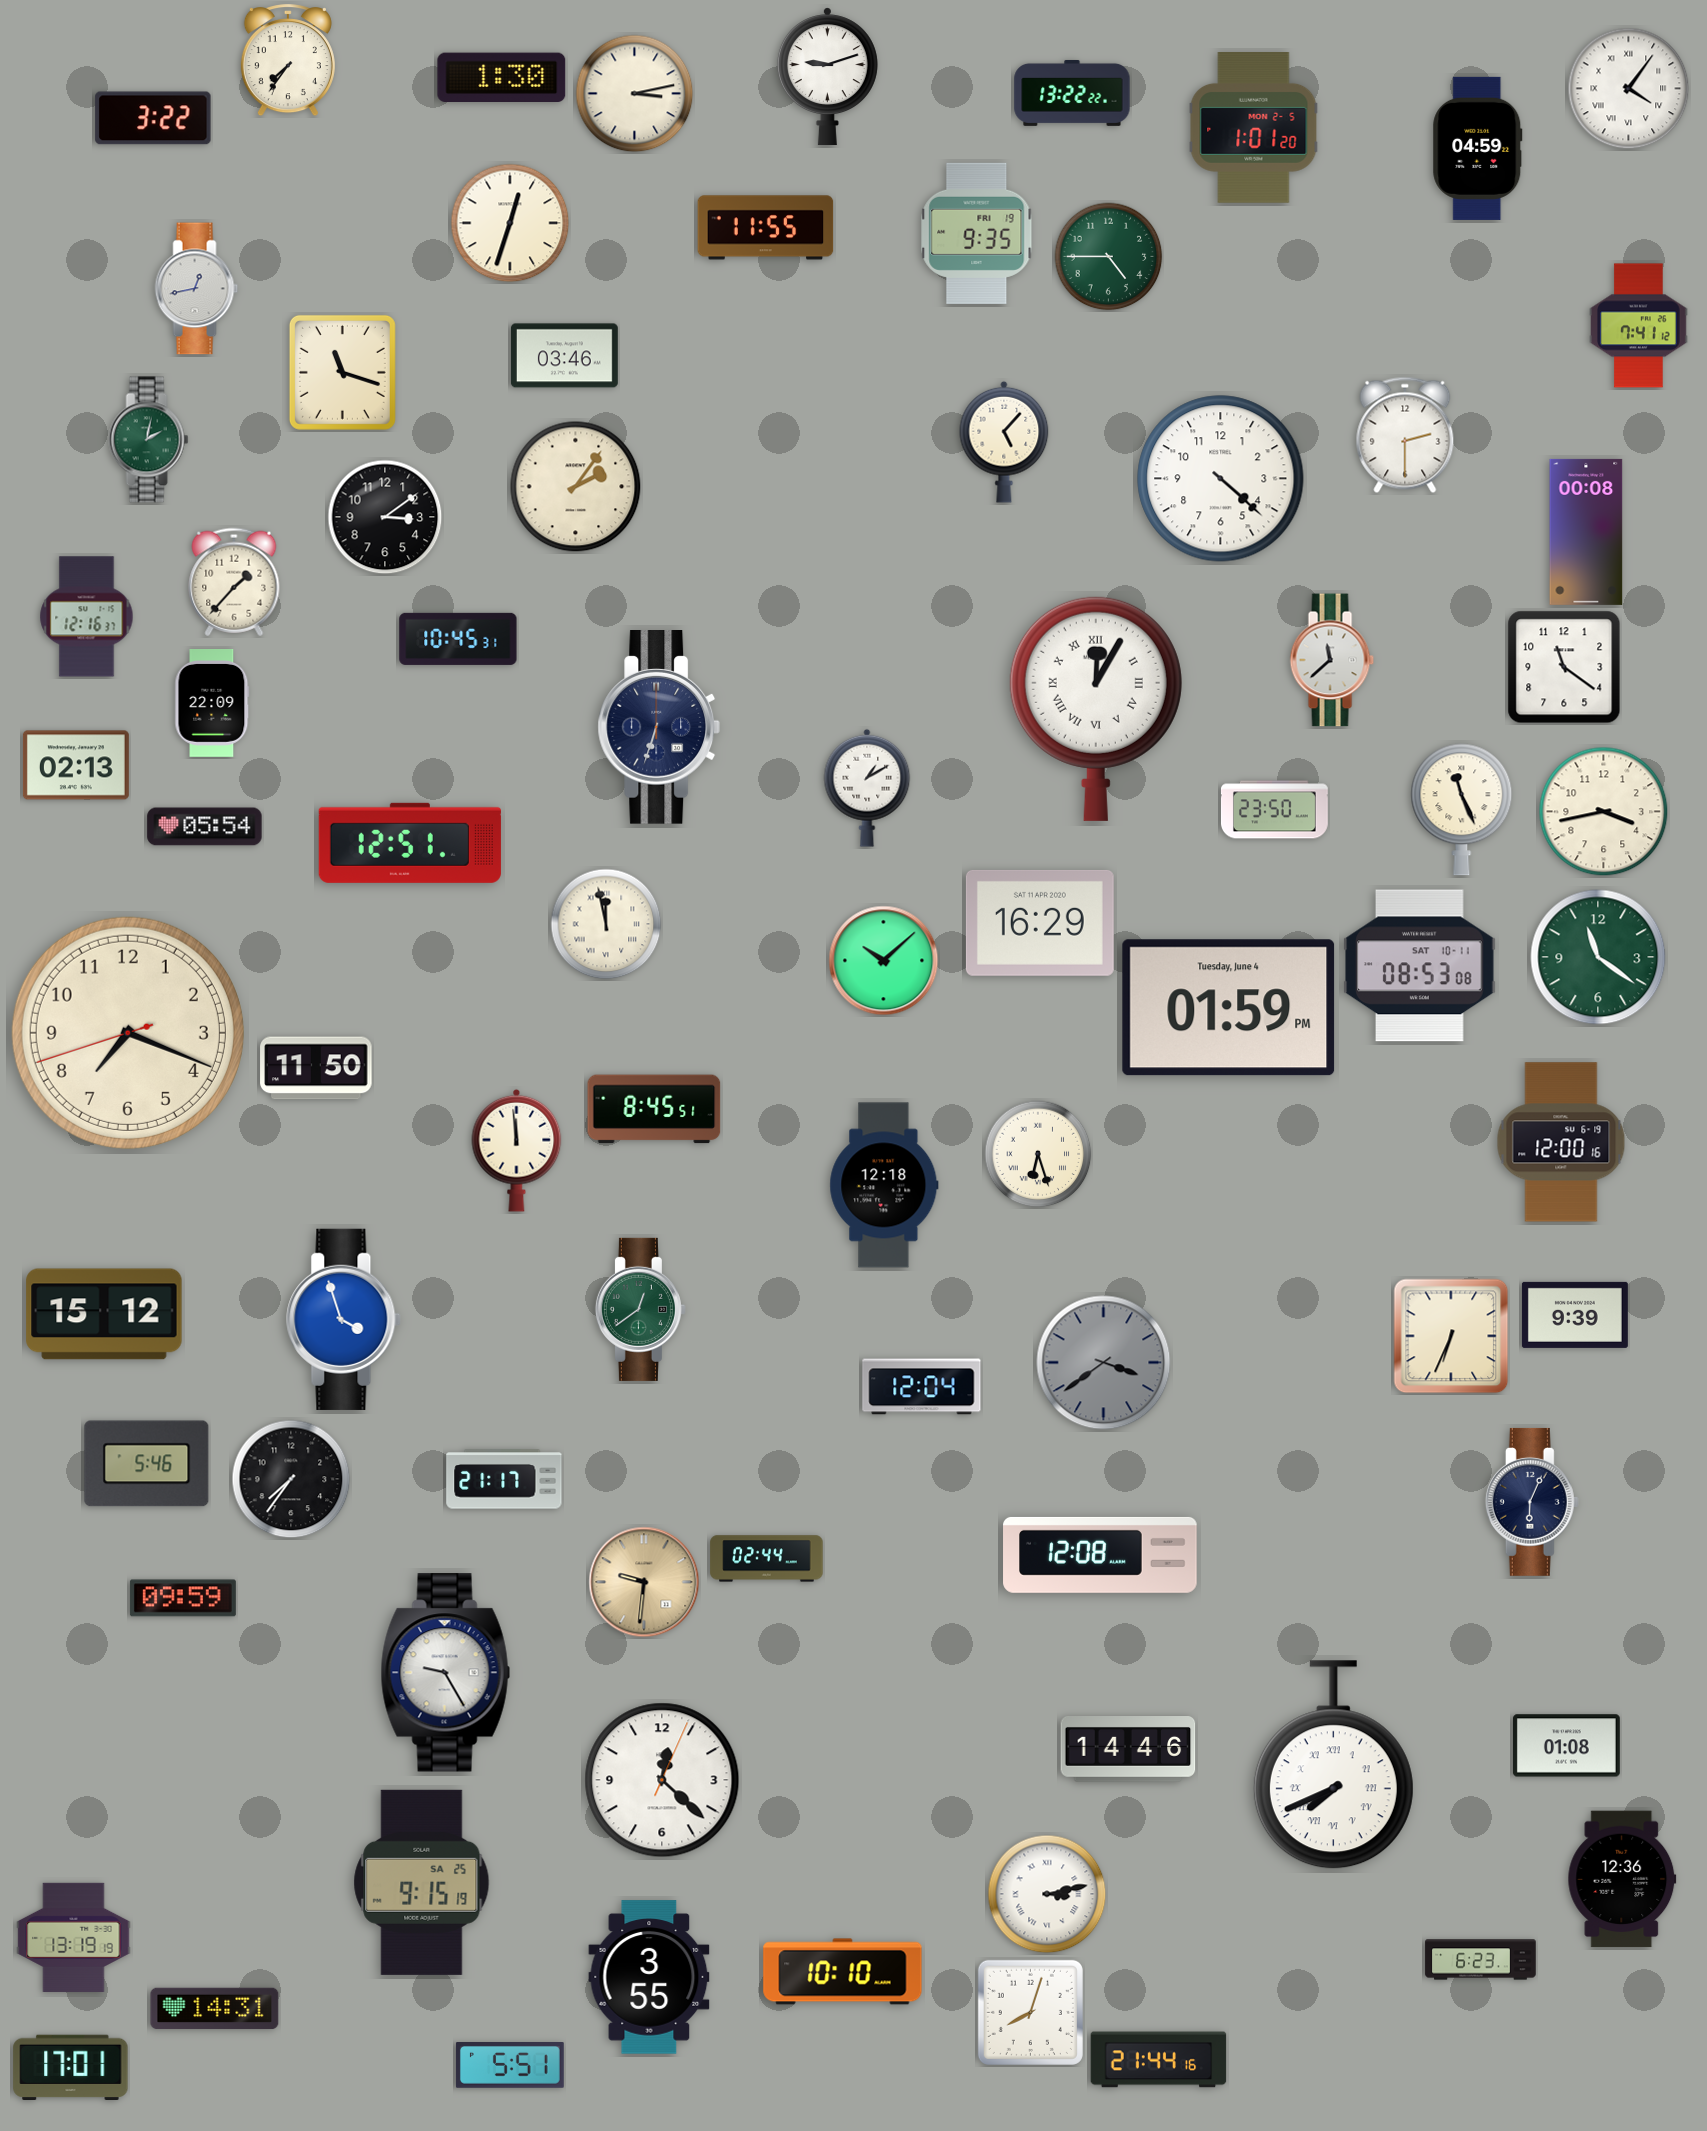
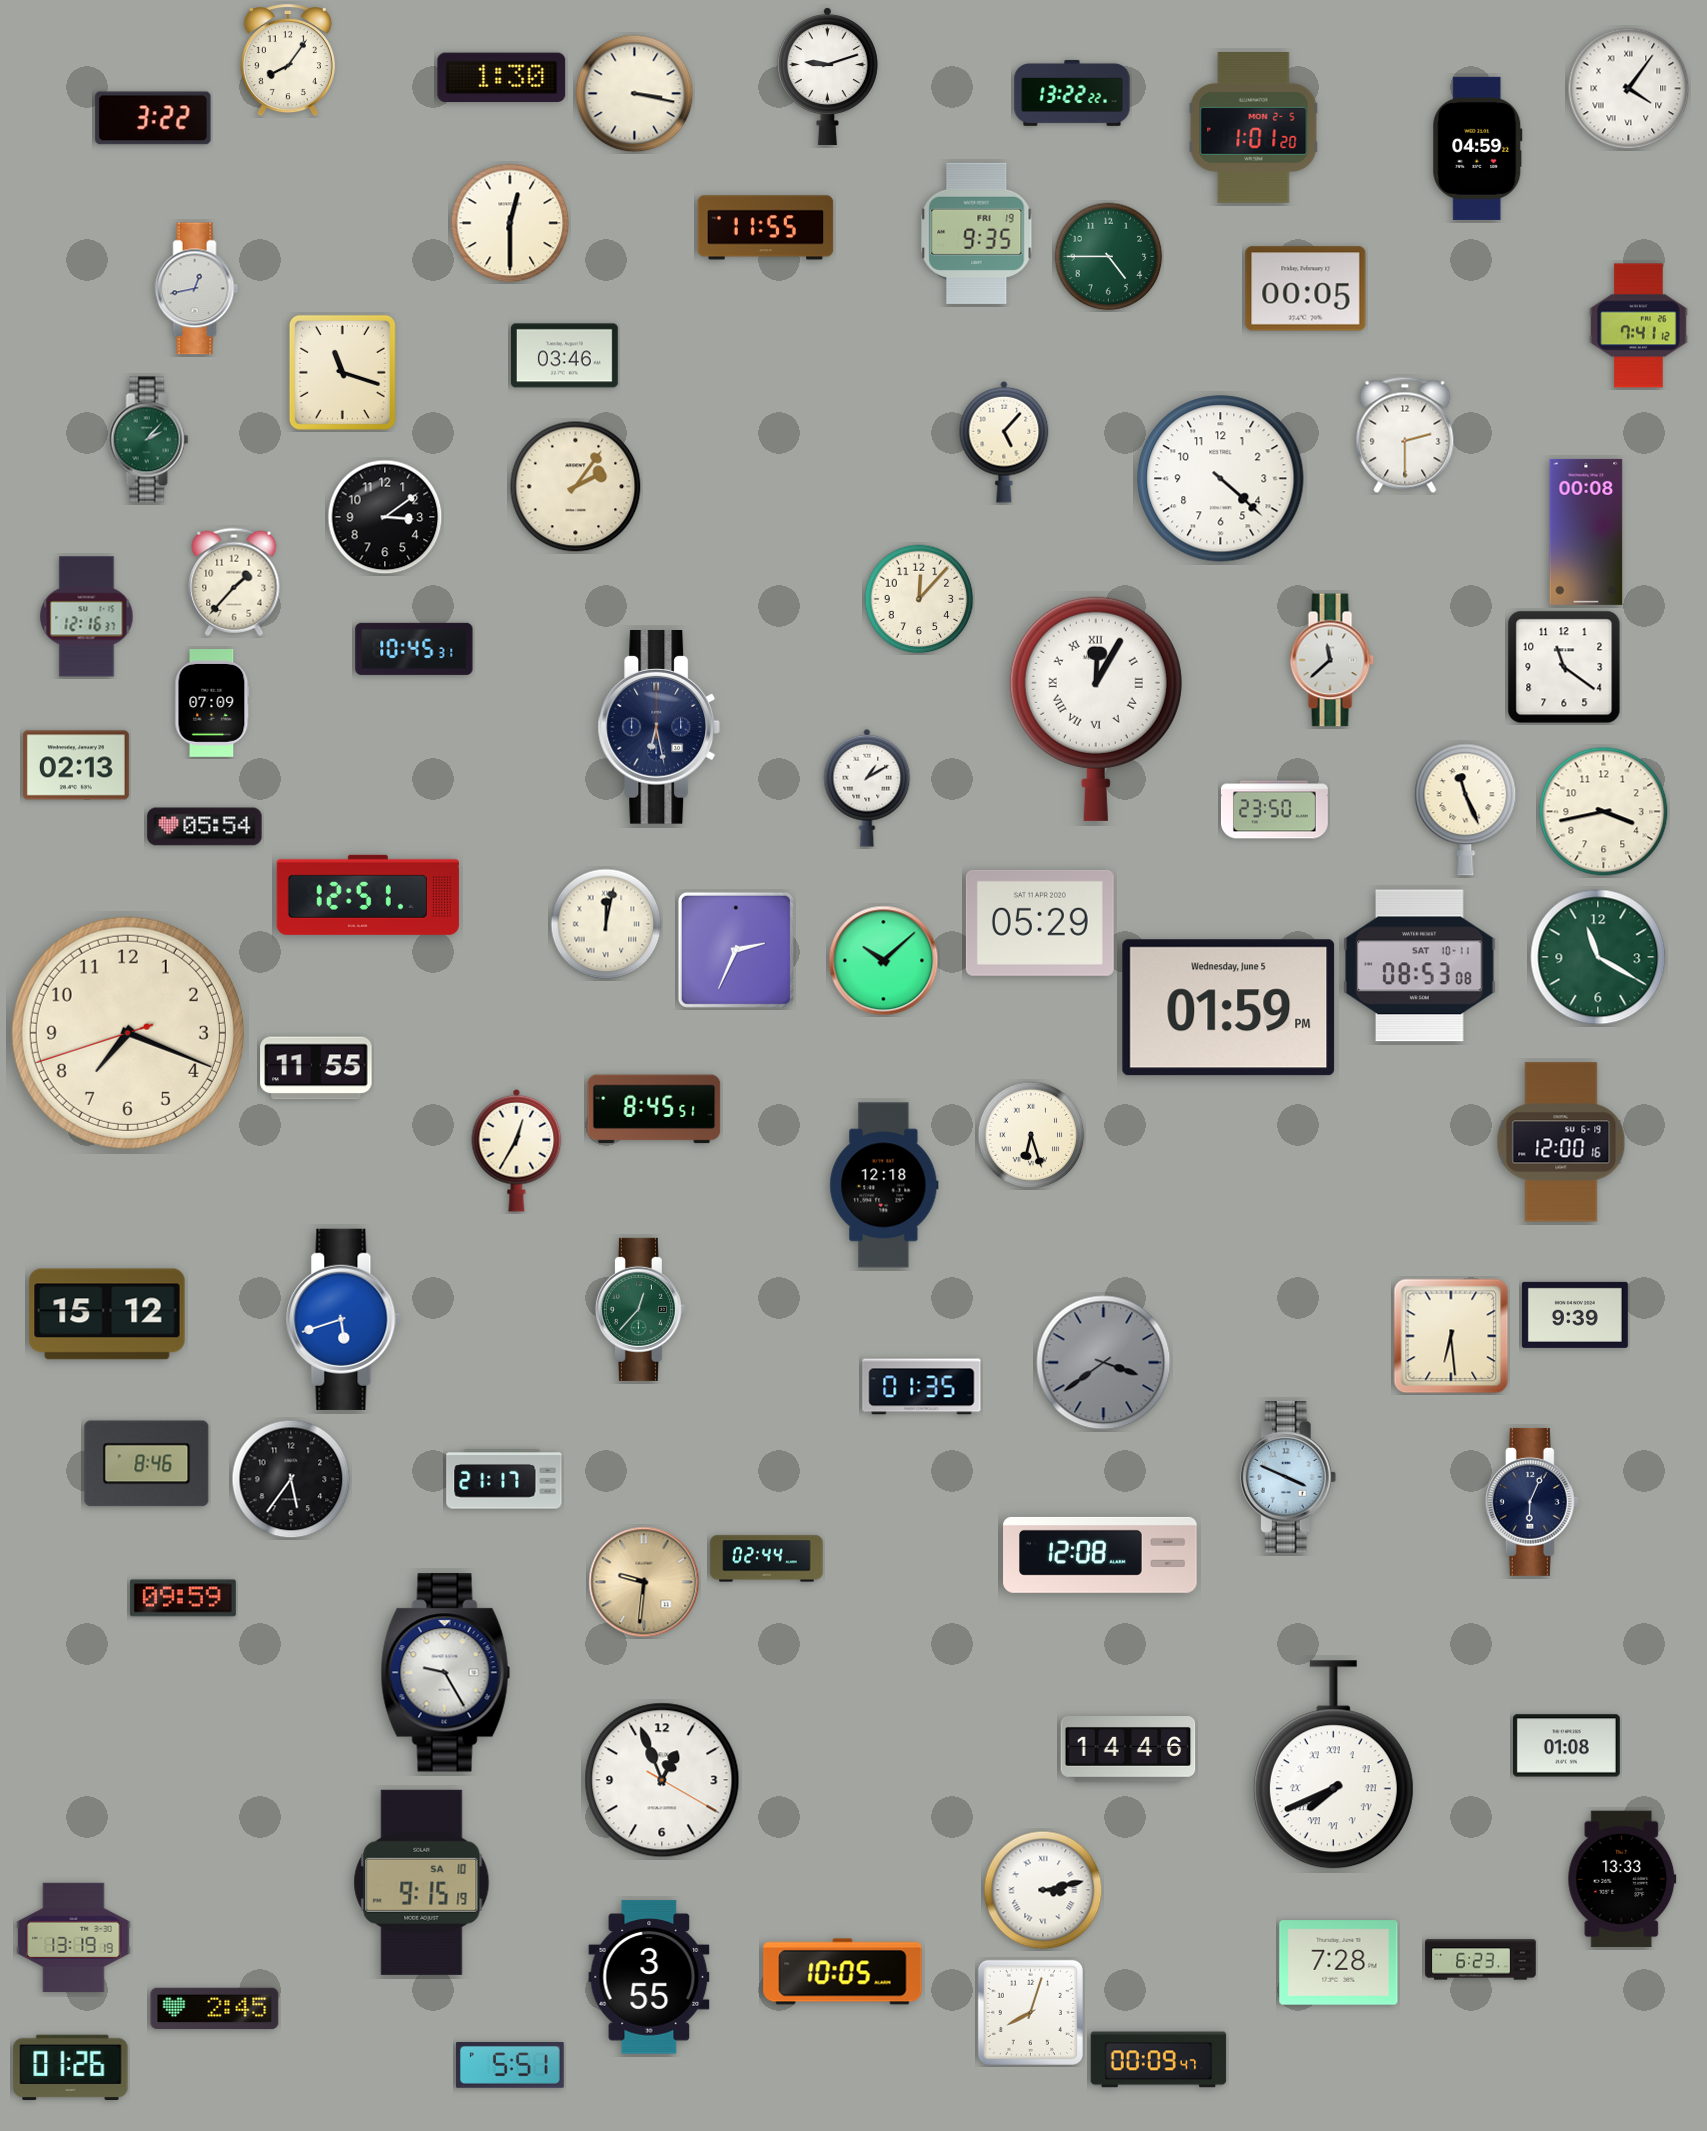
clock at (288, 61): 7:36 -> 8:06
clock at (635, 94): 3:13 -> 3:17
clock at (510, 223): 12:33 -> 12:30
clock at (1306, 289): none -> 00:05
clock at (149, 440): 2:02 -> 2:07
clock at (919, 599): none -> 12:07
clock at (458, 639) position: (458, 639) -> (414, 649)
clock at (212, 704): 22:09 -> 07:09
clock at (659, 728): 6:33 -> 6:28
clock at (1462, 810) position: (1462, 810) -> (1466, 810)
clock at (410, 843) position: (410, 843) -> (368, 895)
clock at (1040, 923): 16:29 -> 05:29
clock at (606, 924): 11:58 -> 12:02
clock at (736, 950): none -> 2:34
clock at (1598, 957): 11:21 -> 11:20
clock at (1229, 1008) date: Tuesday, June 4 -> Wednesday, June 5
clock at (316, 1068): 11:50 -> 11:55
clock at (517, 1150): 11:59 -> 12:35
clock at (1038, 1154) position: (1038, 1154) -> (1031, 1135)
clock at (640, 1309): 12:39 -> 12:37
clock at (104, 1314) position: (104, 1314) -> (107, 1314)
clock at (344, 1319): 3:57 -> 5:42
clock at (1451, 1336): 6:34 -> 6:29
clock at (922, 1387): 12:04 -> 01:35
clock at (147, 1464): 5:46 -> 8:46
clock at (1288, 1477): none -> 3:49
clock at (291, 1479): 7:36 -> 5:36
clock at (662, 1780): 12:22 -> 12:56
clock at (1622, 1879): 12:36 -> 13:33
clock at (422, 1882) date: SA 25 -> SA 10
clock at (1047, 1894) position: (1047, 1894) -> (1043, 1890)
clock at (1339, 1963): none -> 7:28
clock at (843, 1972): 10:10 -> 10:05
clock at (215, 2009): 14:31 -> 2:45
clock at (1159, 2060): 21:44 -> 00:09
clock at (71, 2067): 17:01 -> 01:26
